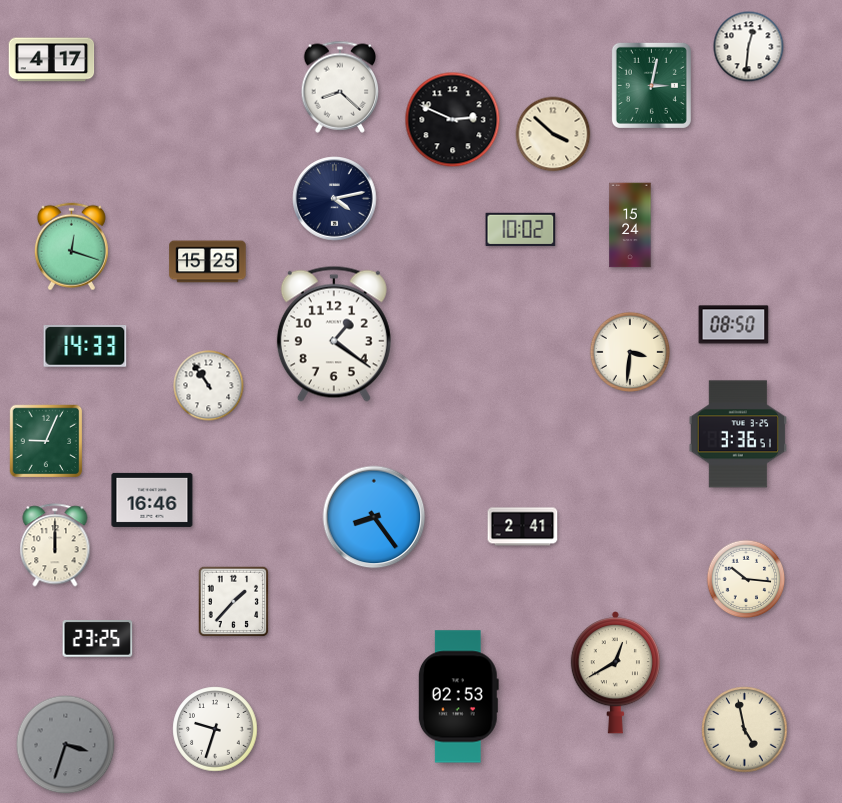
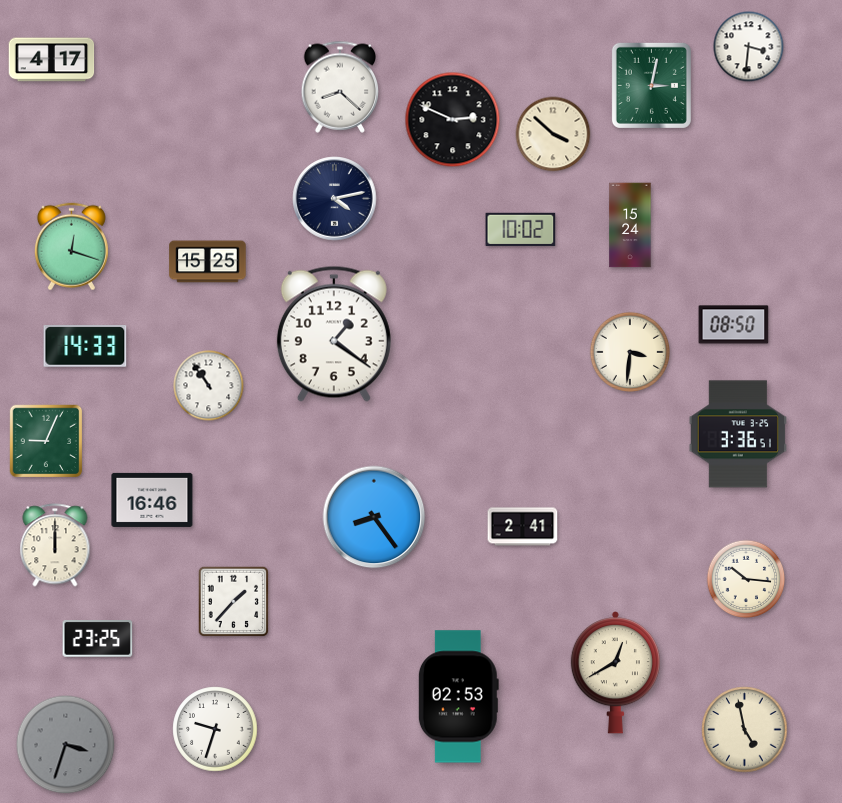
clock at (749, 47): 12:31 -> 3:31
